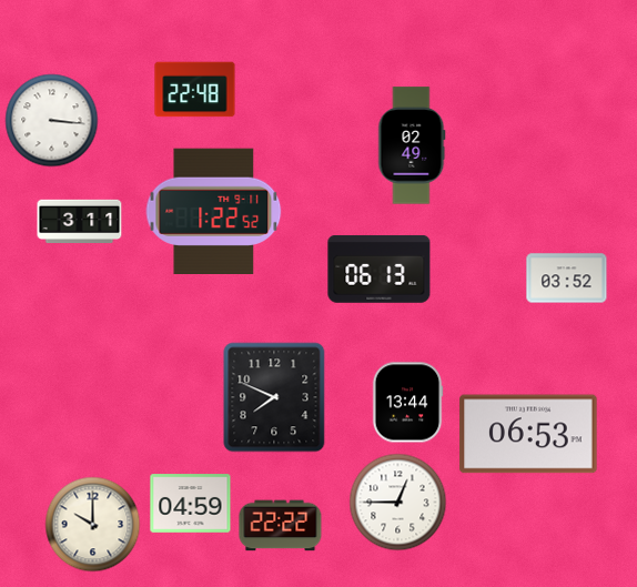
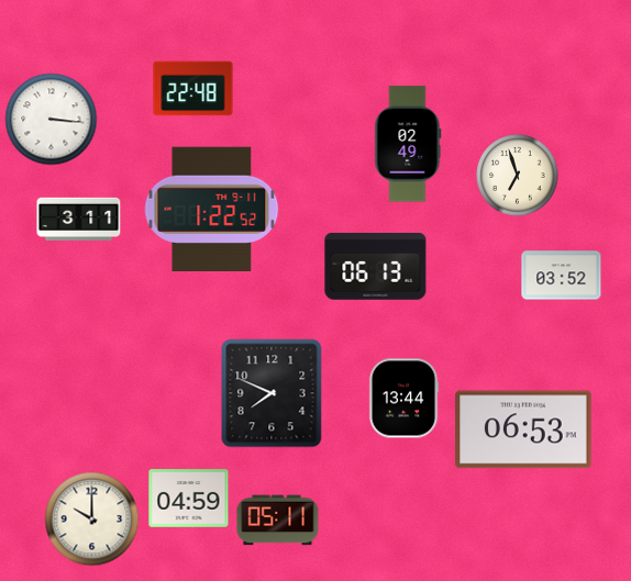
clock at (518, 176): none -> 6:57
clock at (398, 503): 12:45 -> none
clock at (281, 526): 22:22 -> 05:11
